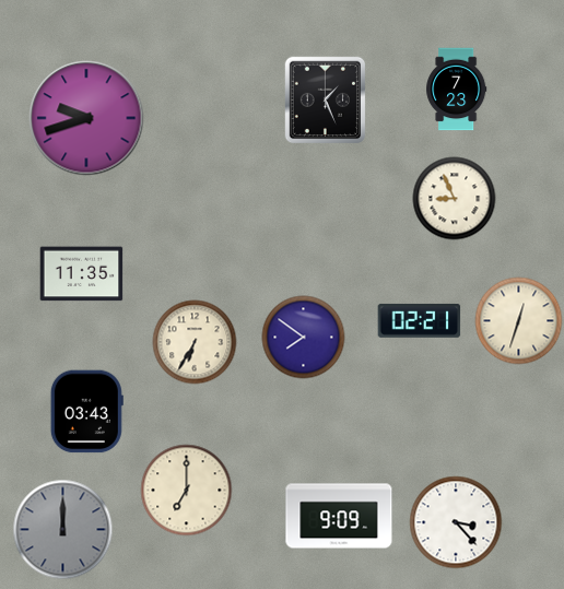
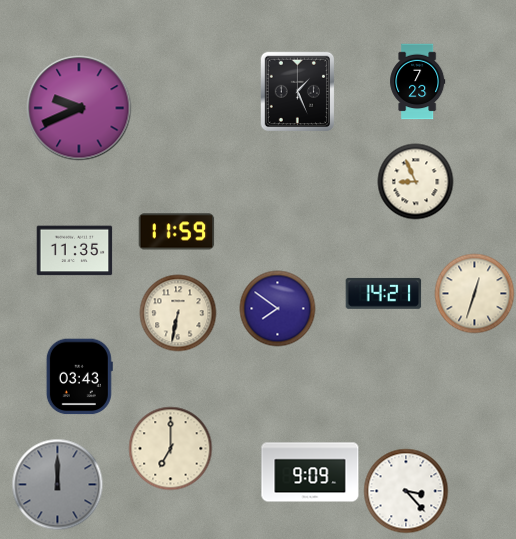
clock at (86, 118): 9:42 -> 9:41
clock at (177, 232): none -> 11:59
clock at (420, 320): 02:21 -> 14:21
clock at (195, 342): 6:35 -> 6:32
clock at (456, 522) position: (456, 522) -> (406, 491)
